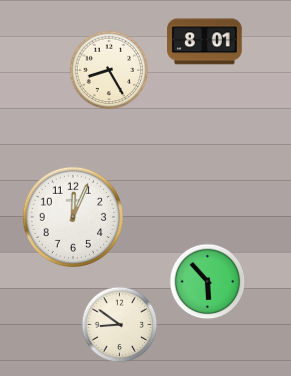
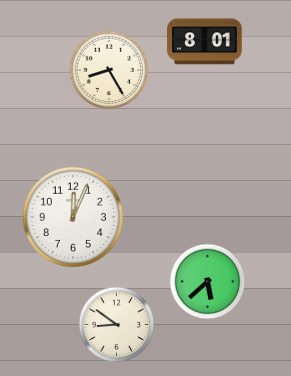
clock at (208, 282): 5:53 -> 5:38
clock at (120, 325) position: (120, 325) -> (117, 325)
